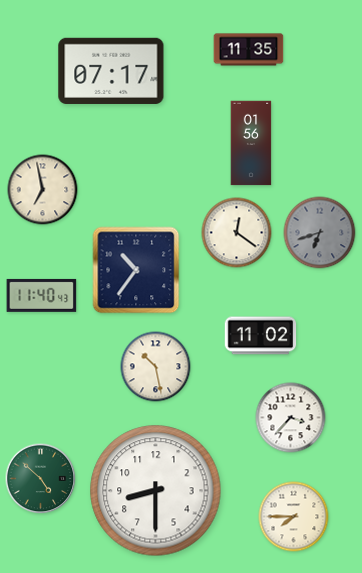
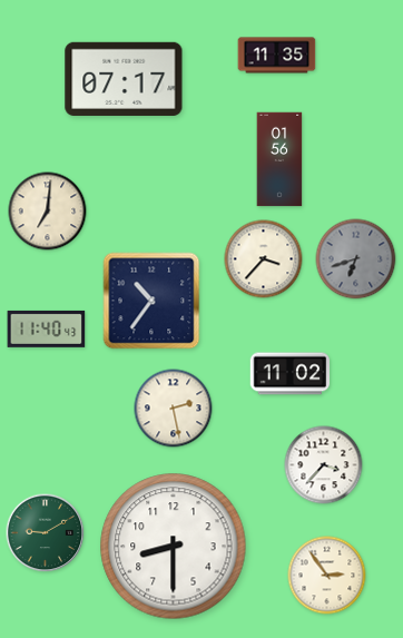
clock at (43, 190): 6:58 -> 7:01
clock at (237, 233): 12:21 -> 3:37
clock at (156, 367): 10:28 -> 2:28
clock at (41, 479): 4:52 -> 9:10
clock at (294, 517): 7:45 -> 2:54
